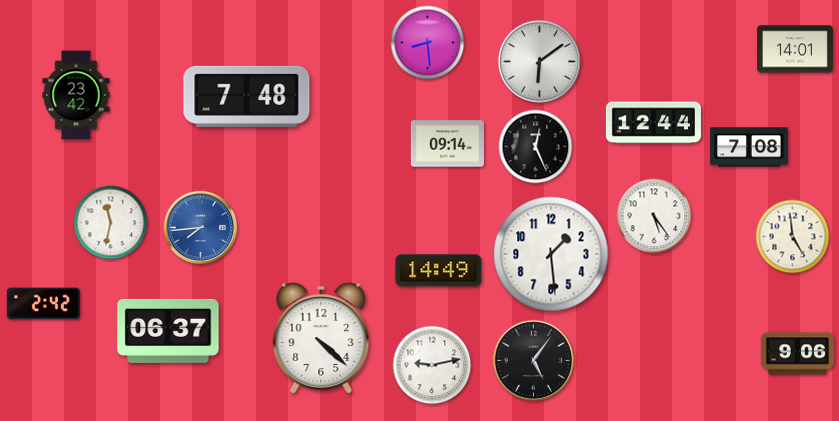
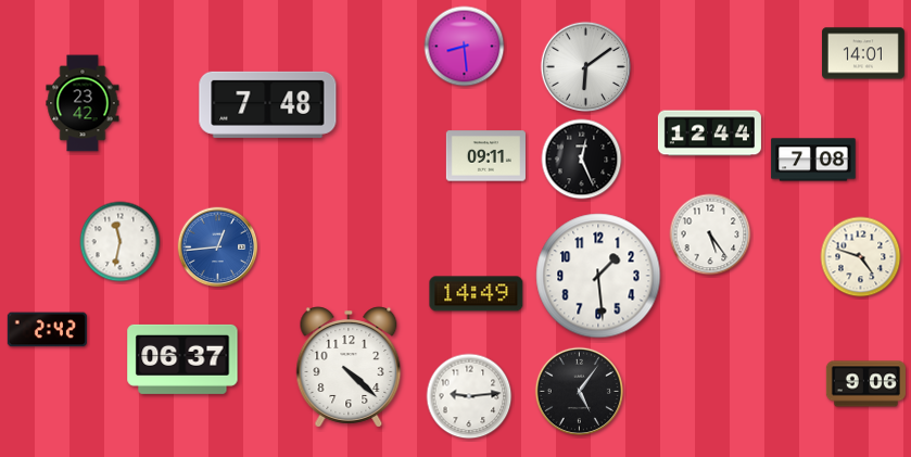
clock at (447, 144): 09:14 -> 09:11
clock at (201, 228): 7:44 -> 12:44
clock at (793, 237): 4:59 -> 4:48
clock at (432, 365): 9:13 -> 9:14
